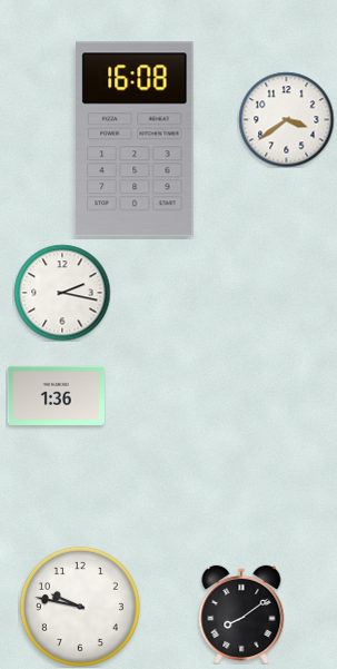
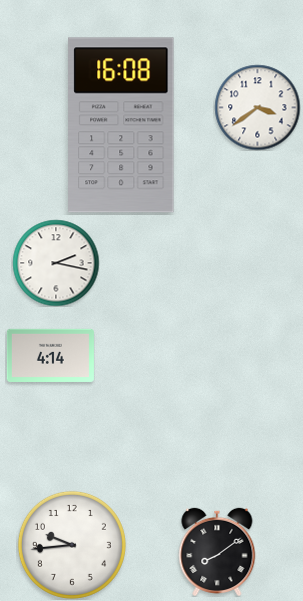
clock at (56, 395): 1:36 -> 4:14
clock at (80, 607): 9:47 -> 9:44
